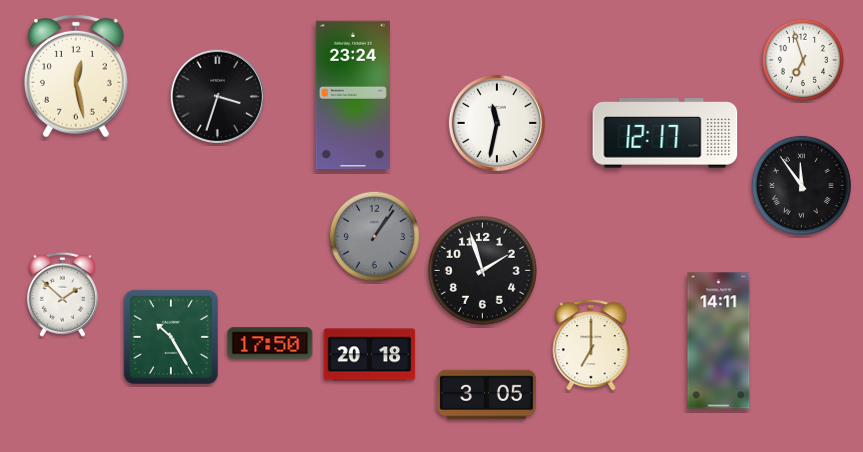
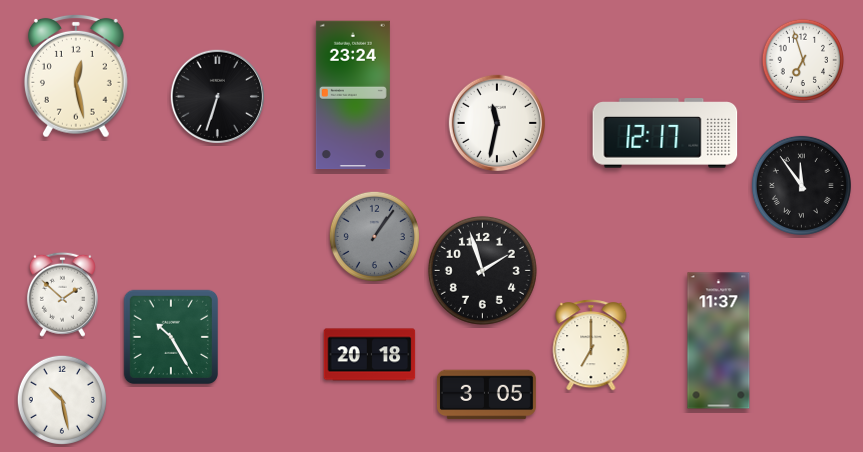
clock at (217, 96): 3:33 -> 6:33
clock at (719, 341): 14:11 -> 11:37
clock at (270, 343): 17:50 -> none
clock at (62, 400): none -> 10:28
